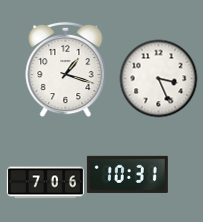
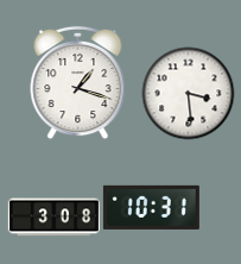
clock at (158, 78): 3:26 -> 3:29
clock at (45, 183): 7:06 -> 3:08
